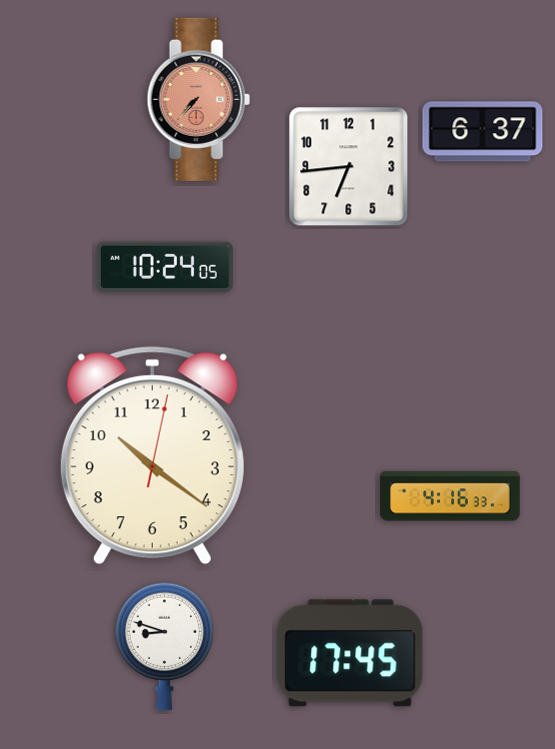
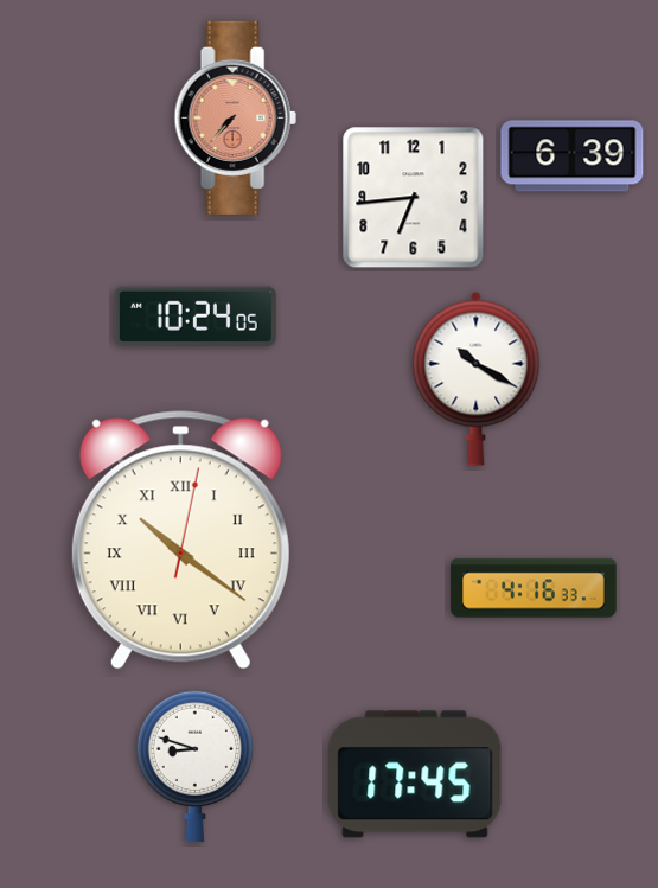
clock at (483, 132): 6:37 -> 6:39
clock at (477, 378): none -> 10:20
clock at (152, 456) numerals: Arabic -> Roman
